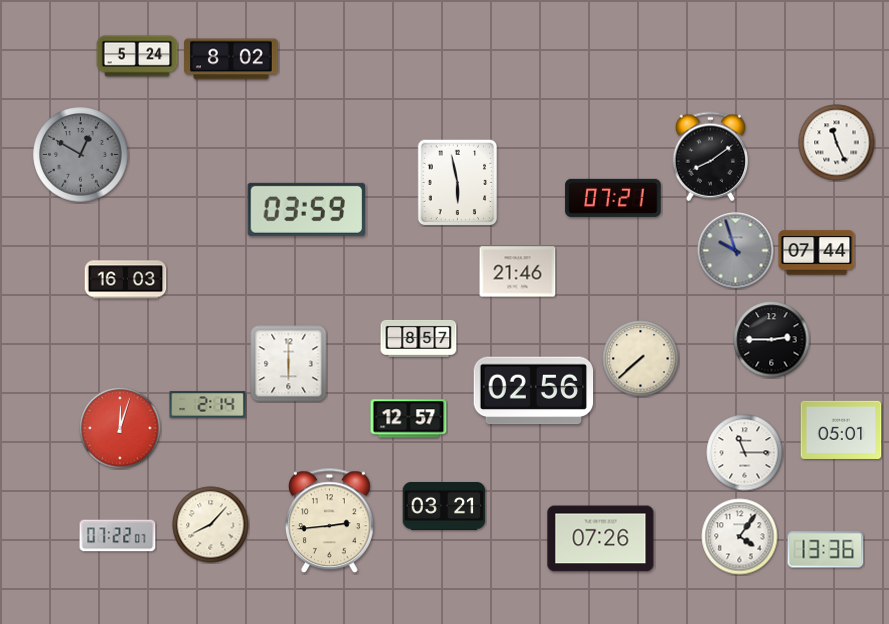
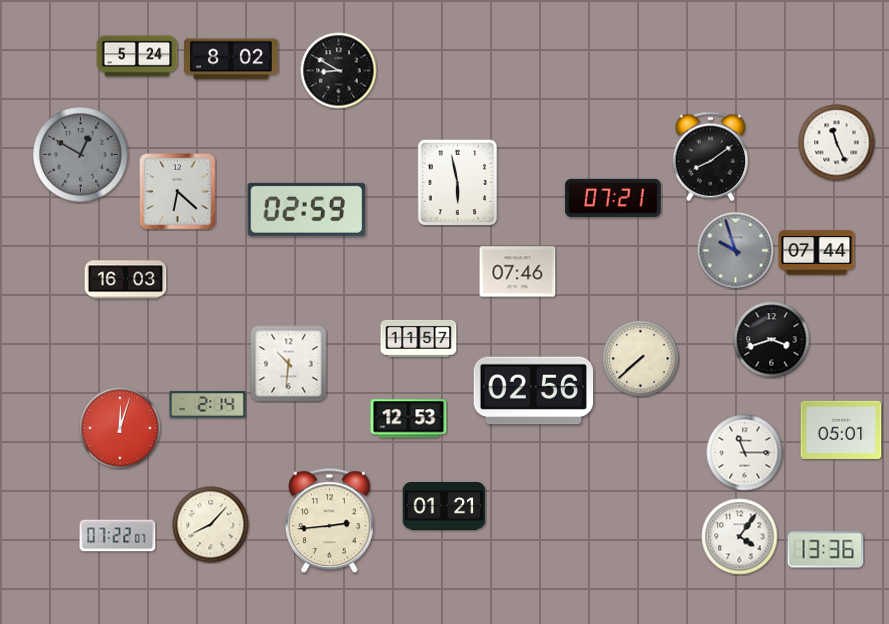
clock at (339, 71): none -> 8:50
clock at (178, 192): none -> 6:22
clock at (307, 209): 03:59 -> 02:59
clock at (518, 272): 21:46 -> 07:46
clock at (419, 338): 8:57 -> 11:57
clock at (772, 340): 2:45 -> 3:42
clock at (289, 364): 6:00 -> 10:31
clock at (409, 419): 12:57 -> 12:53
clock at (444, 506): 03:21 -> 01:21
clock at (601, 539): 07:26 -> none
